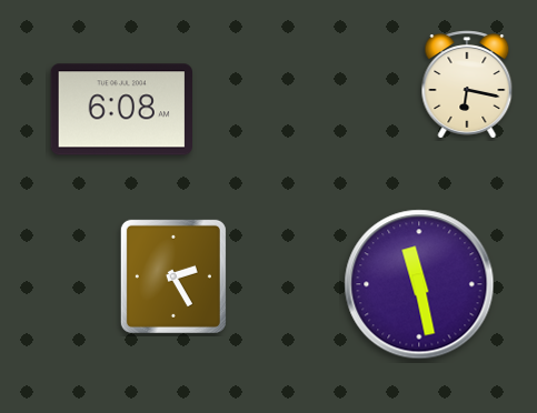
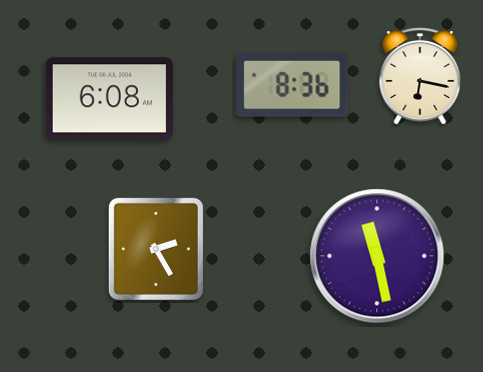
clock at (292, 85): none -> 8:36
